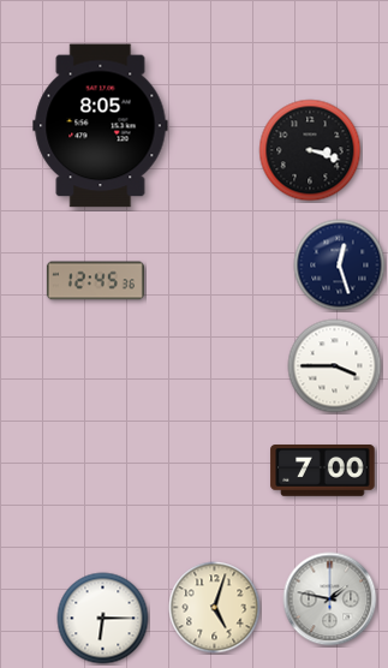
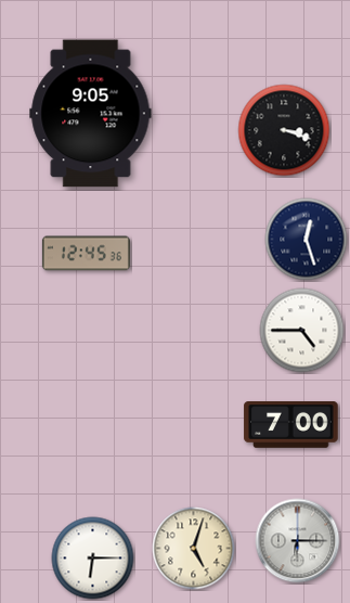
clock at (101, 126): 8:05 -> 9:05
clock at (310, 150) position: (310, 150) -> (284, 130)
clock at (335, 366): 3:45 -> 4:45
clock at (330, 600): 1:47 -> 6:15
